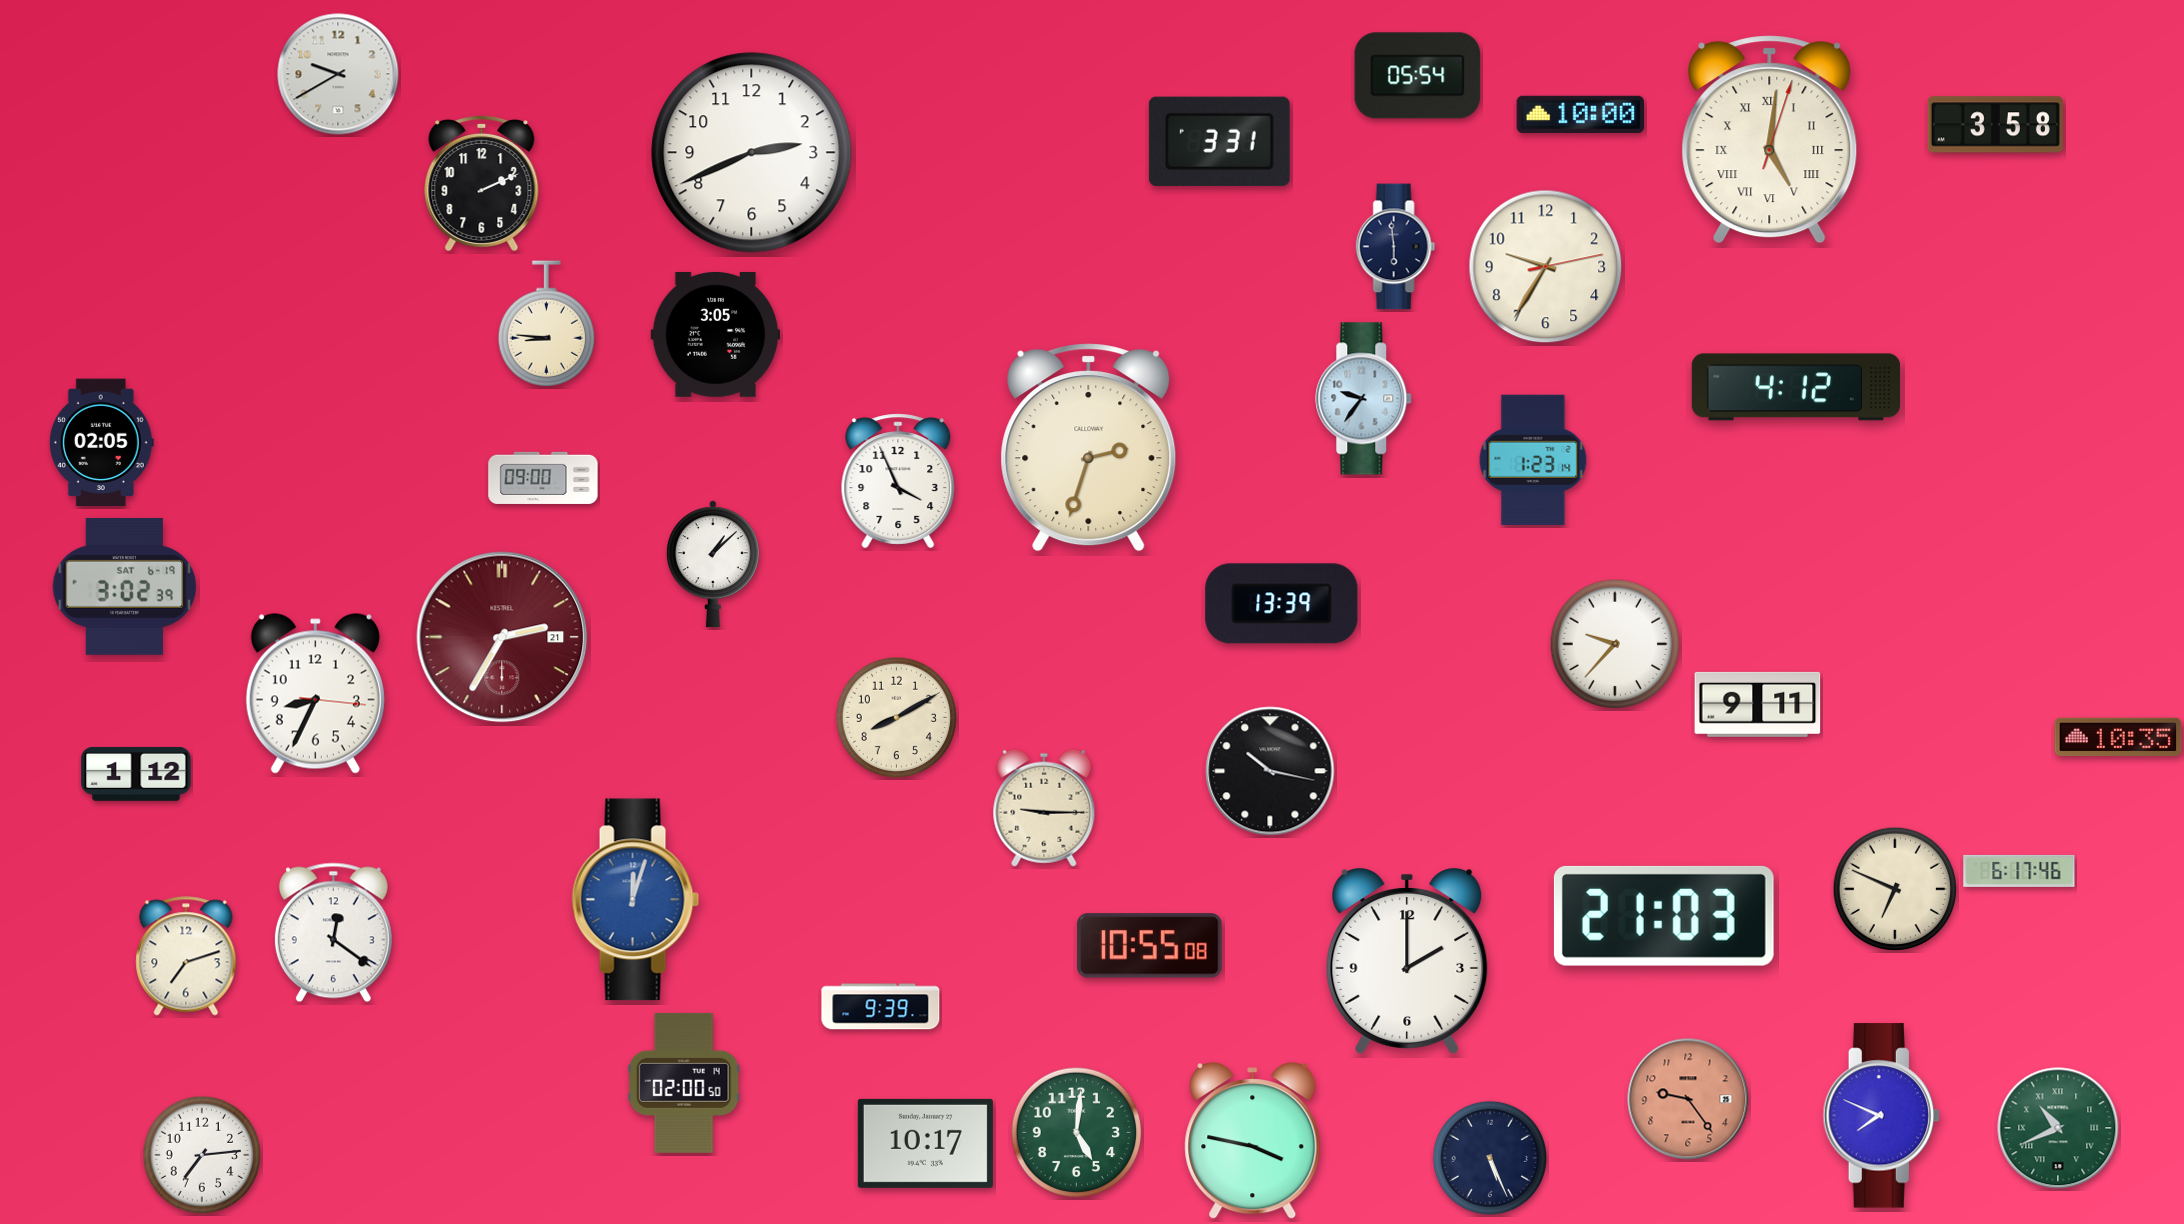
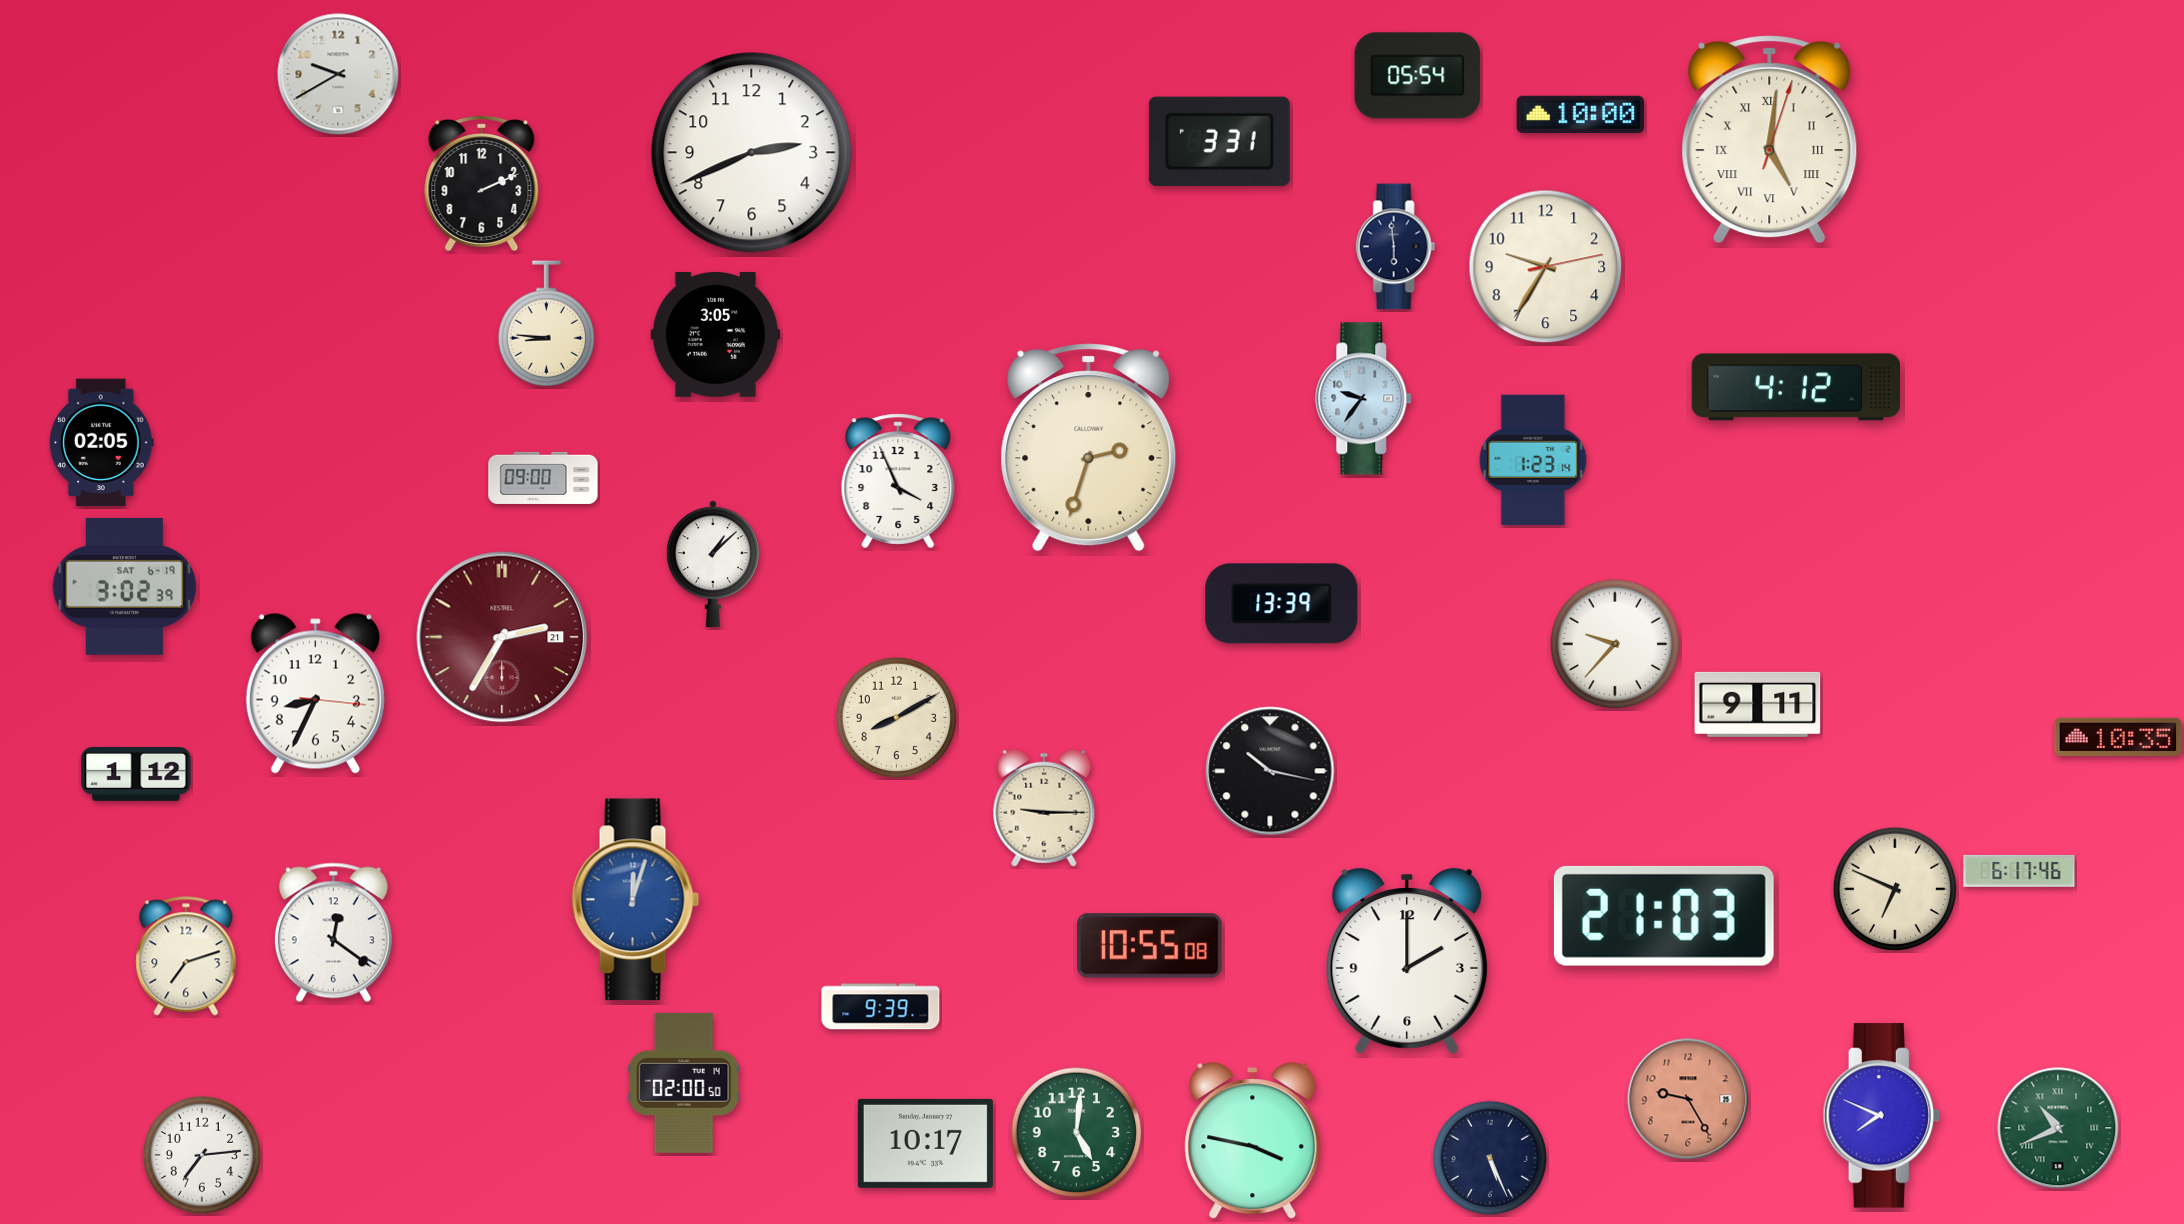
clock at (1995, 125): 3:58 -> none
clock at (1688, 1099): 9:24 -> 9:25
